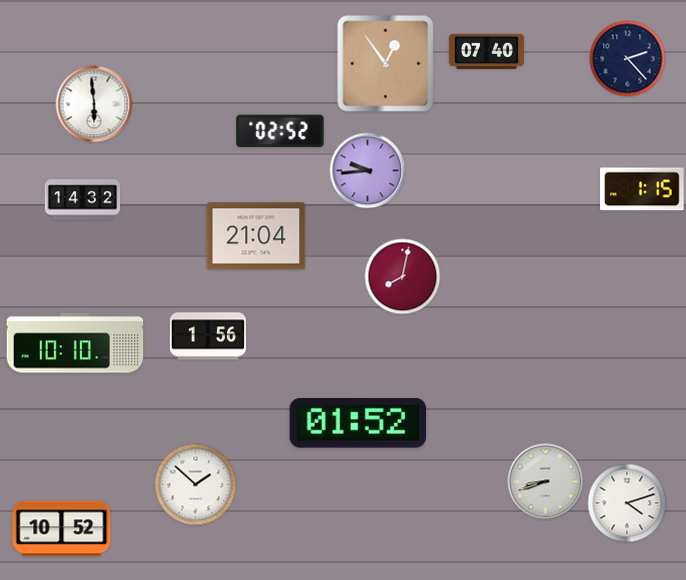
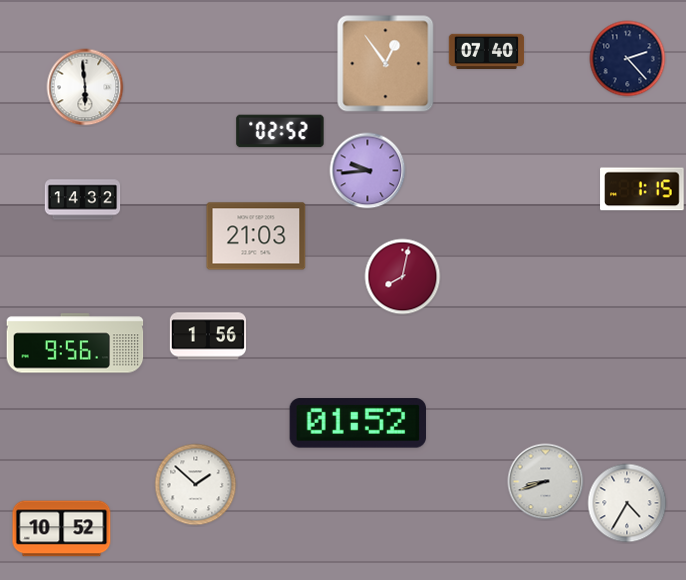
clock at (94, 104) position: (94, 104) -> (85, 87)
clock at (256, 236): 21:04 -> 21:03
clock at (75, 343): 10:10 -> 9:56
clock at (627, 503): 4:12 -> 4:35
